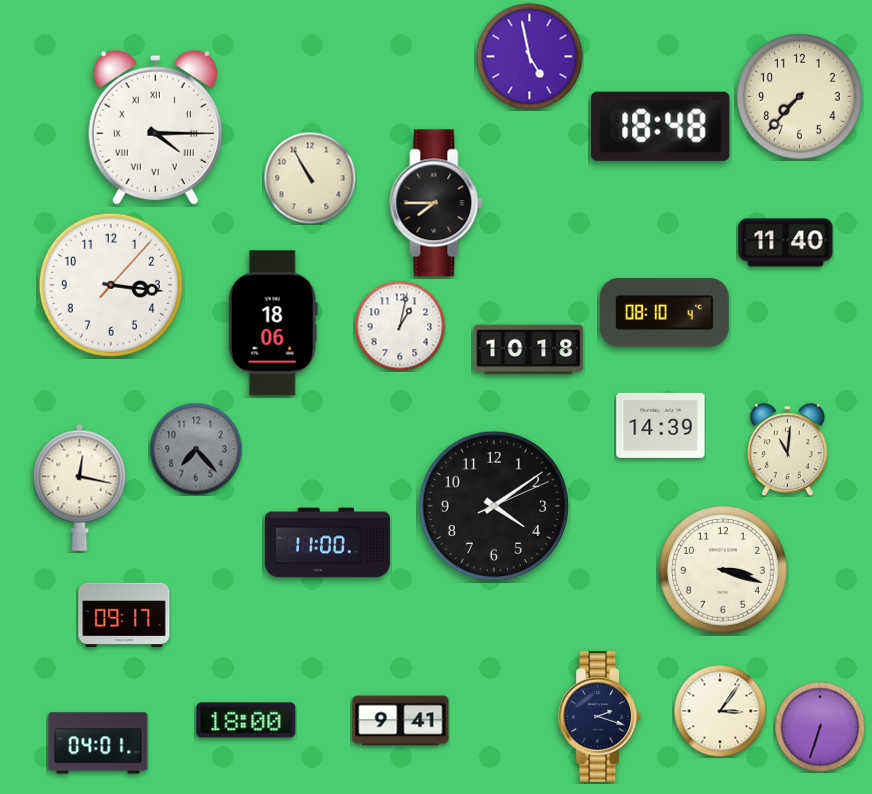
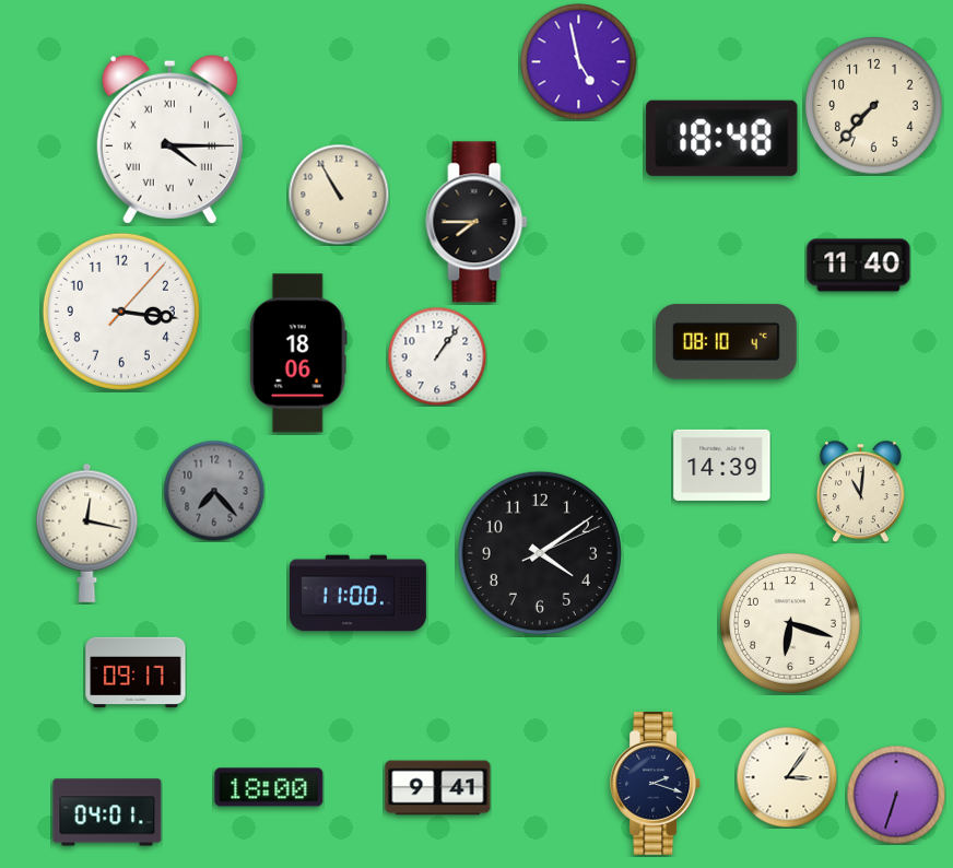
clock at (400, 326): 1:02 -> 1:06
clock at (529, 350): 10:18 -> none
clock at (724, 571): 3:18 -> 6:18
